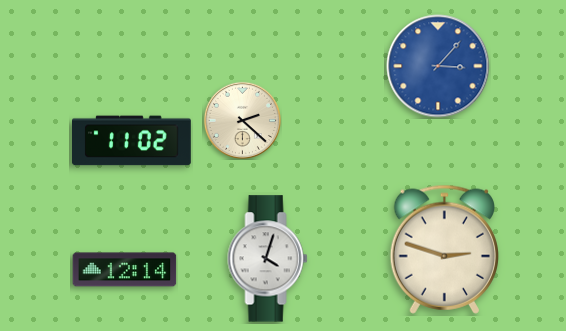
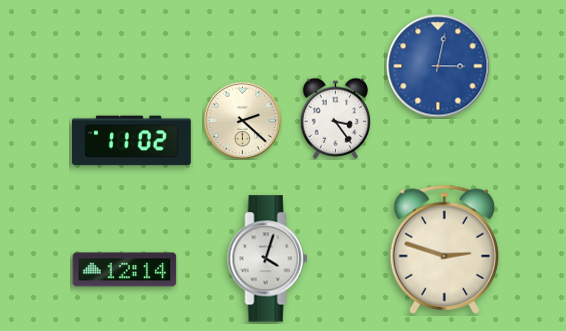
clock at (438, 66): 3:07 -> 3:02
clock at (336, 118): none -> 3:24
